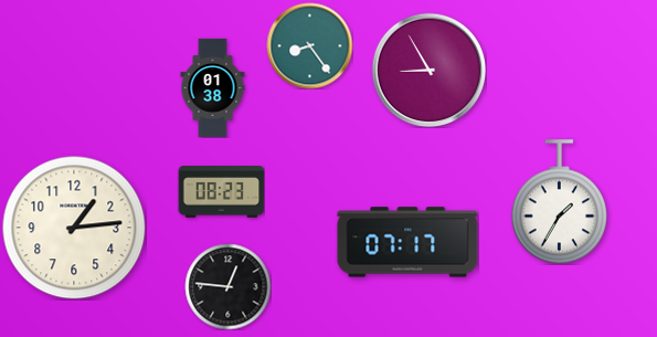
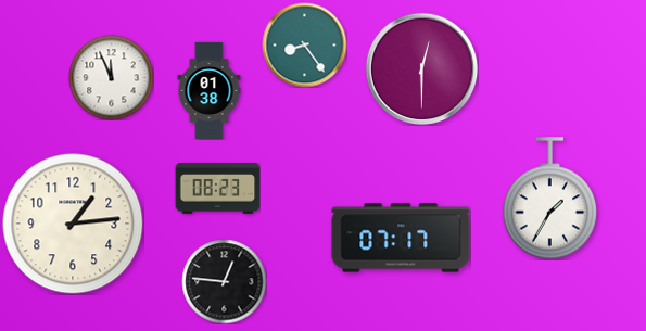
clock at (428, 70): 8:55 -> 12:30
clock at (111, 77): none -> 11:56
clock at (213, 87) position: (213, 87) -> (210, 90)
